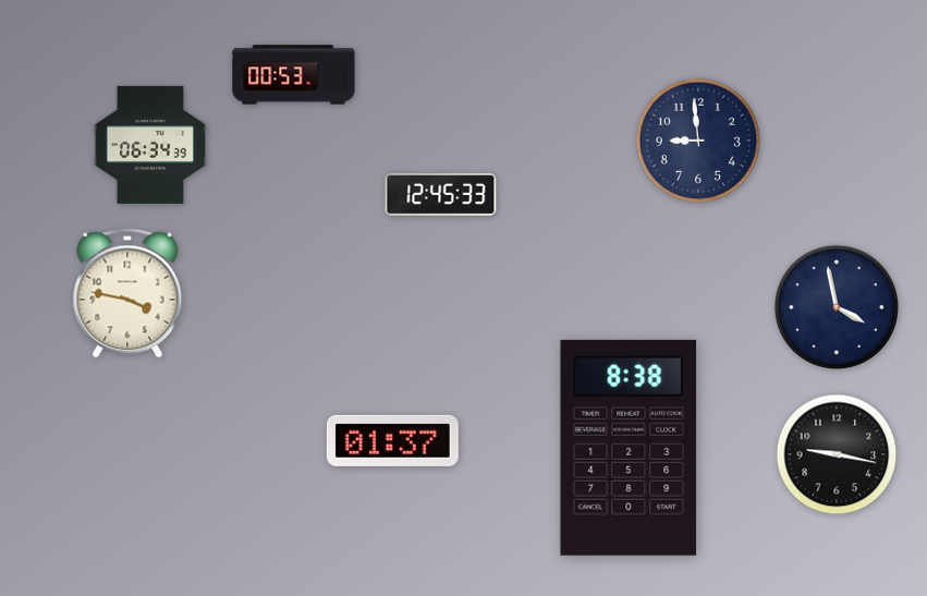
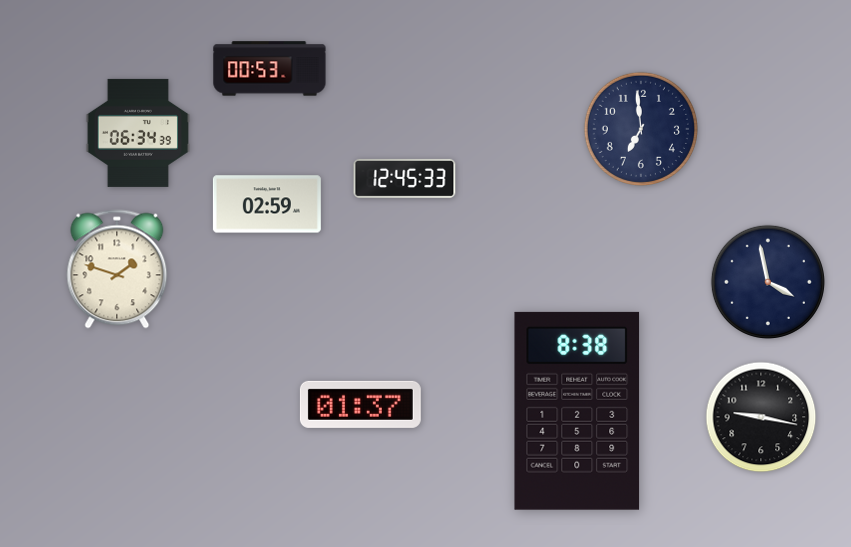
clock at (698, 141): 8:59 -> 6:59
clock at (267, 204): none -> 02:59
clock at (127, 293): 3:47 -> 1:48
clock at (837, 454) position: (837, 454) -> (761, 417)
